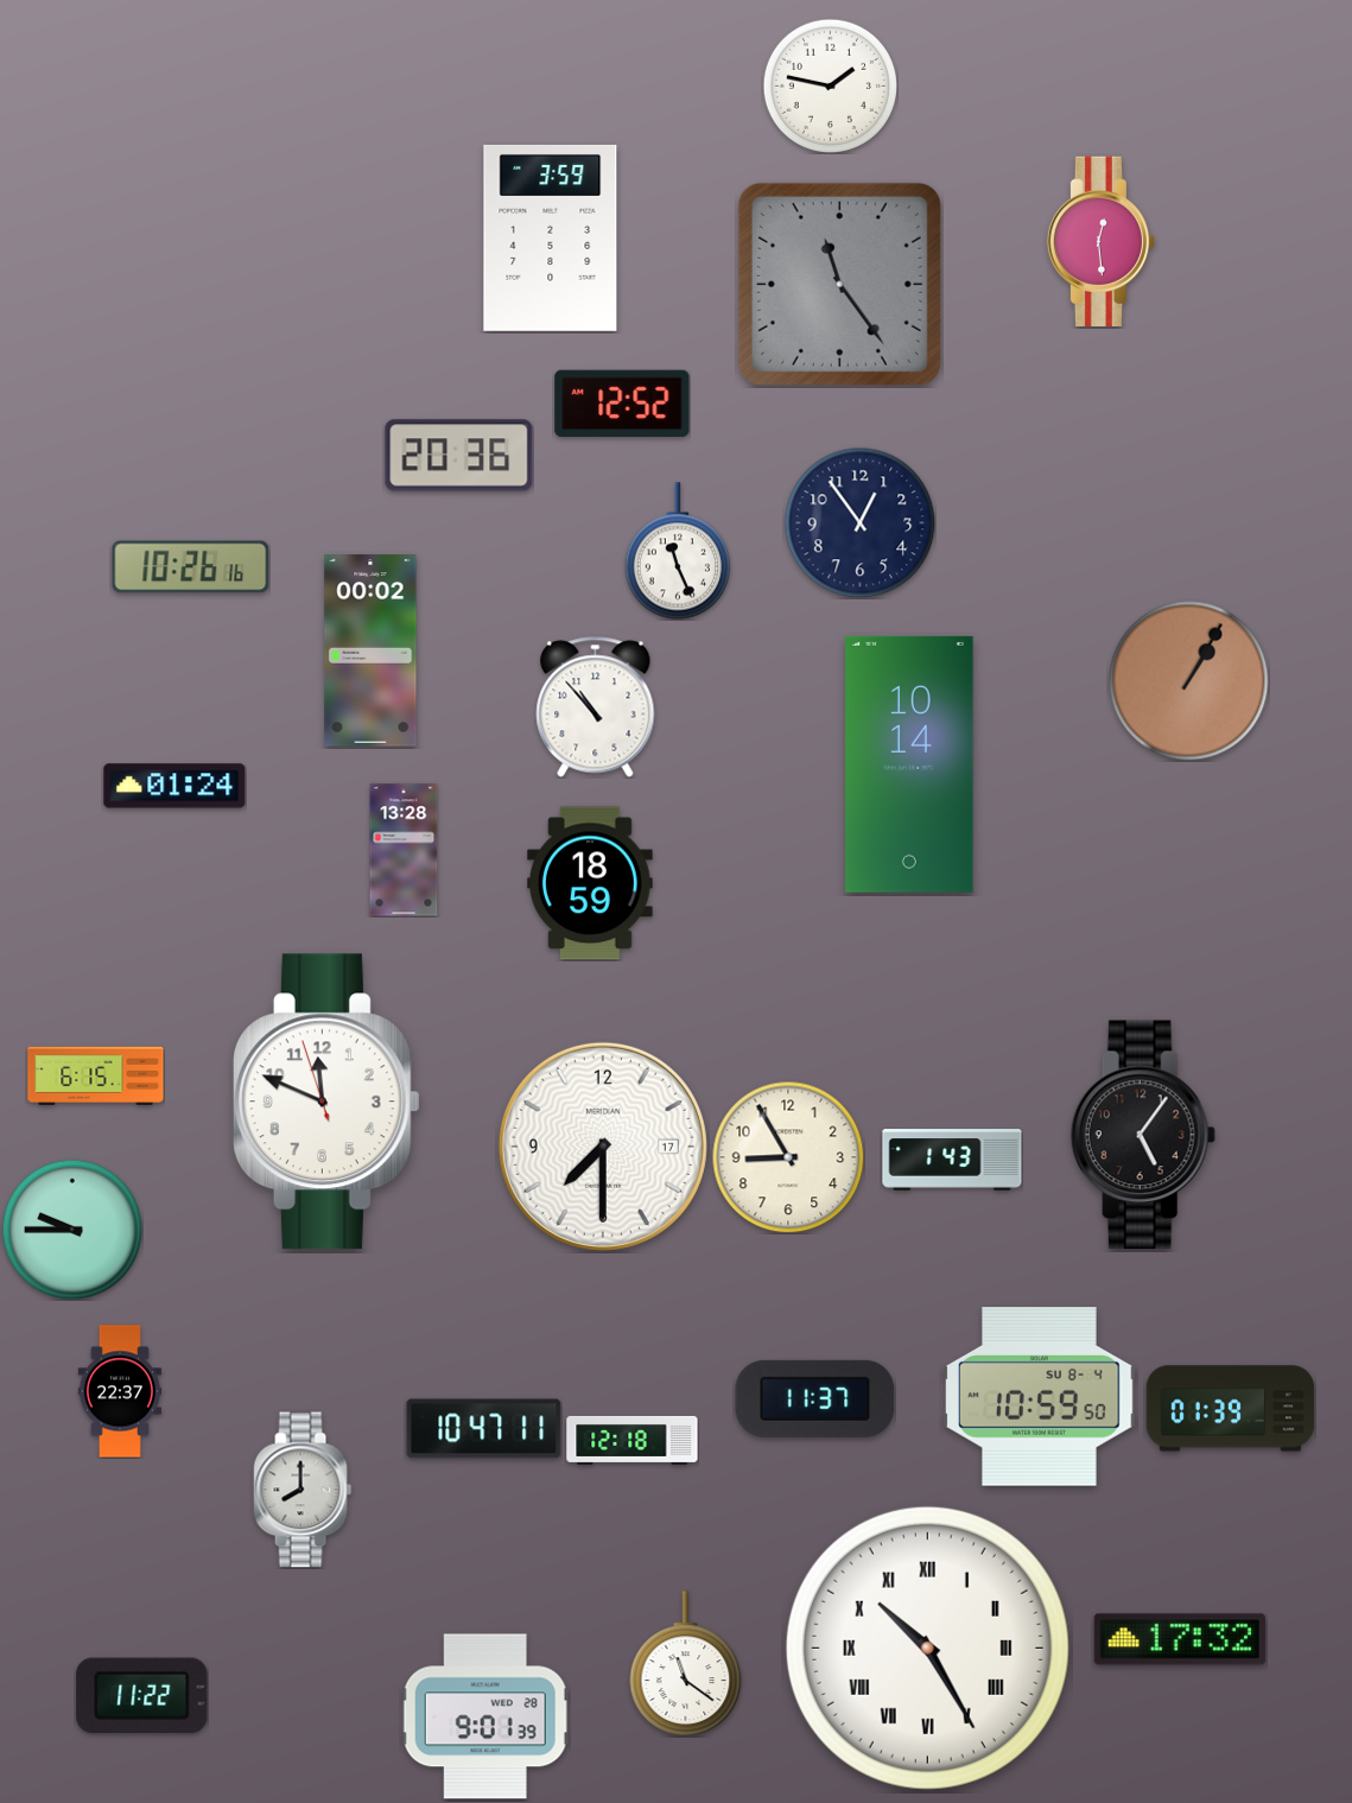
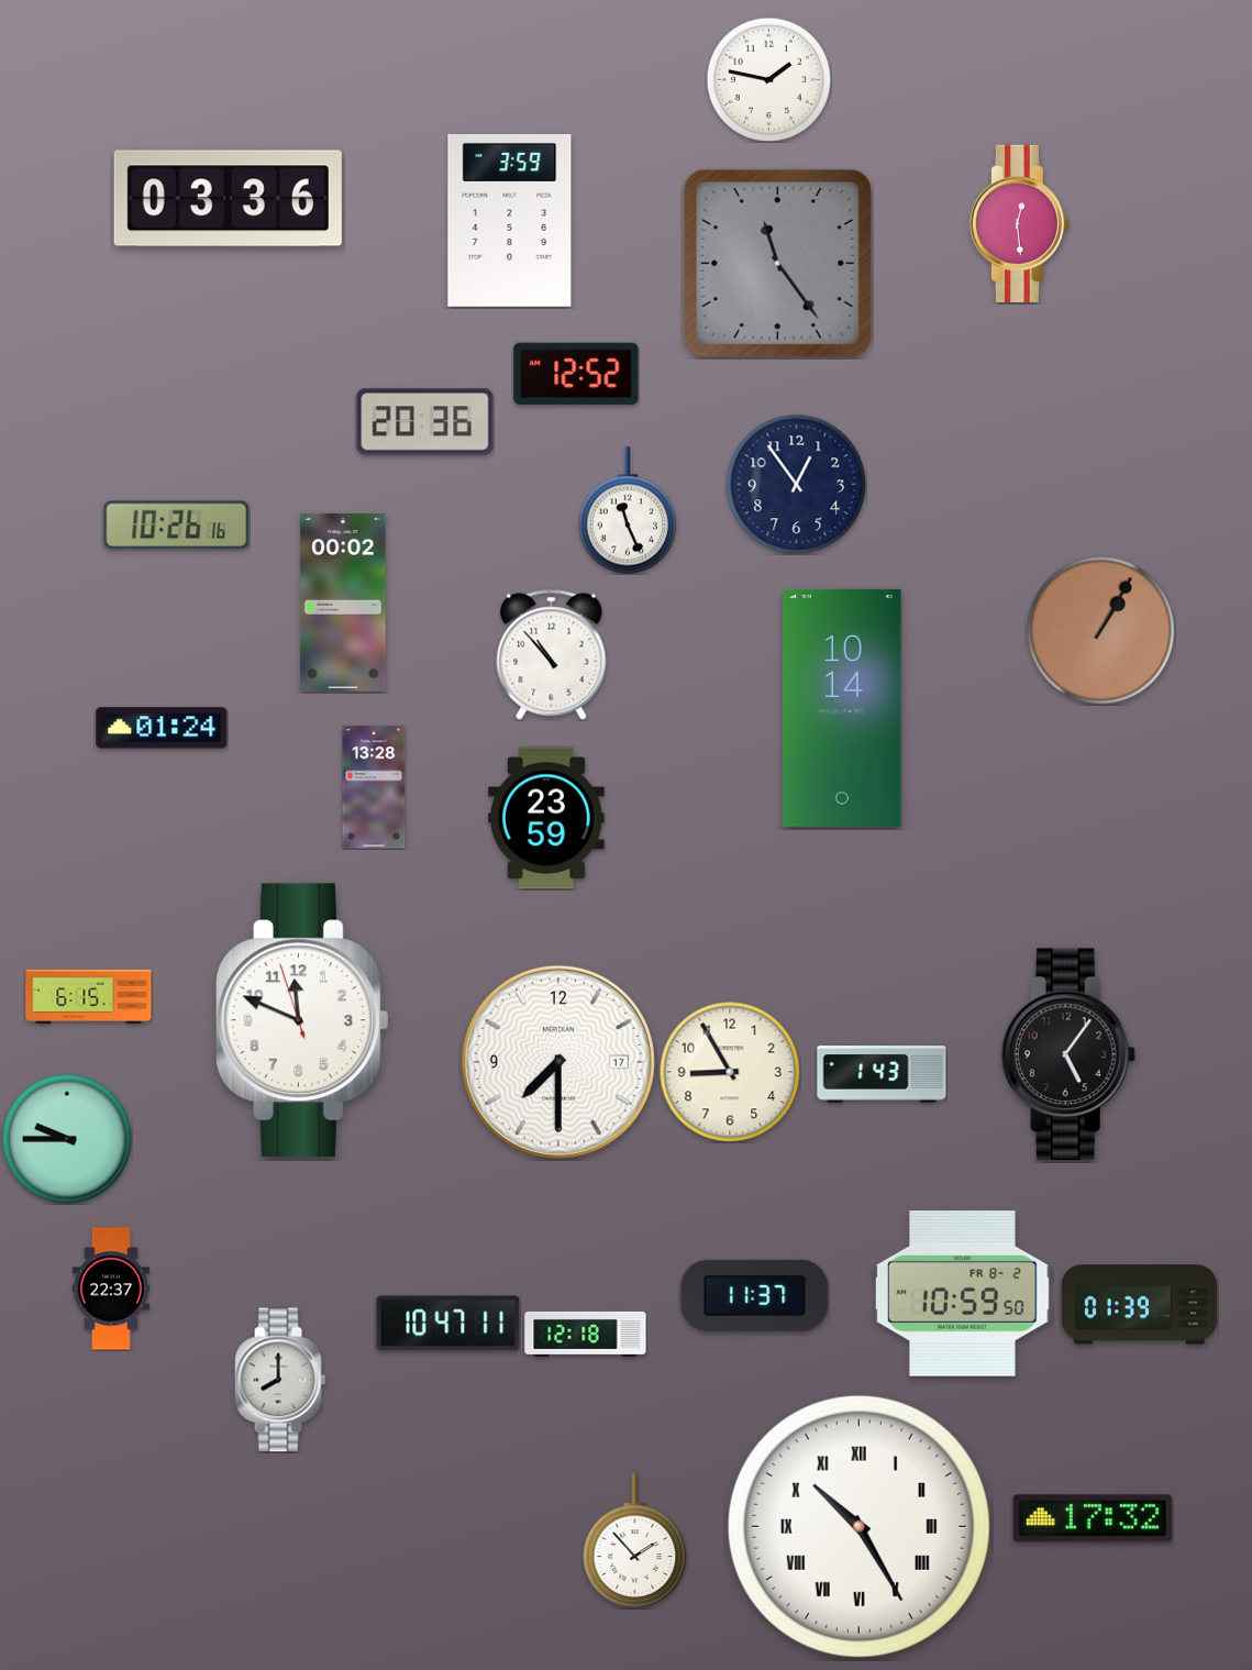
clock at (228, 199): none -> 03:36
clock at (591, 883): 18:59 -> 23:59
clock at (1143, 1135) position: (1143, 1135) -> (1068, 1054)
clock at (1040, 1397) date: SU 8-4 -> FR 8-2
clock at (686, 1664): 11:21 -> 1:53
clock at (142, 1695): 11:22 -> none
clock at (485, 1716): 9:01 -> none
